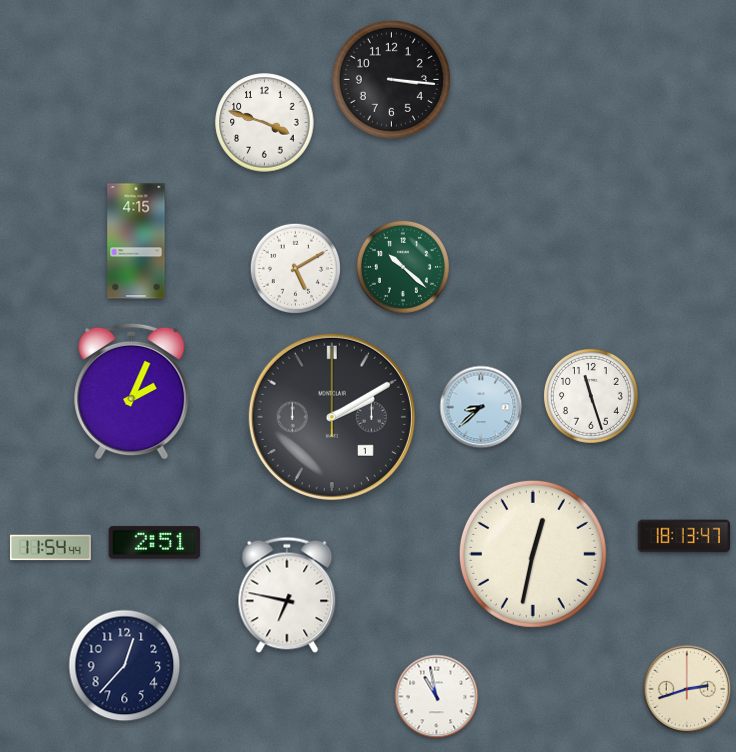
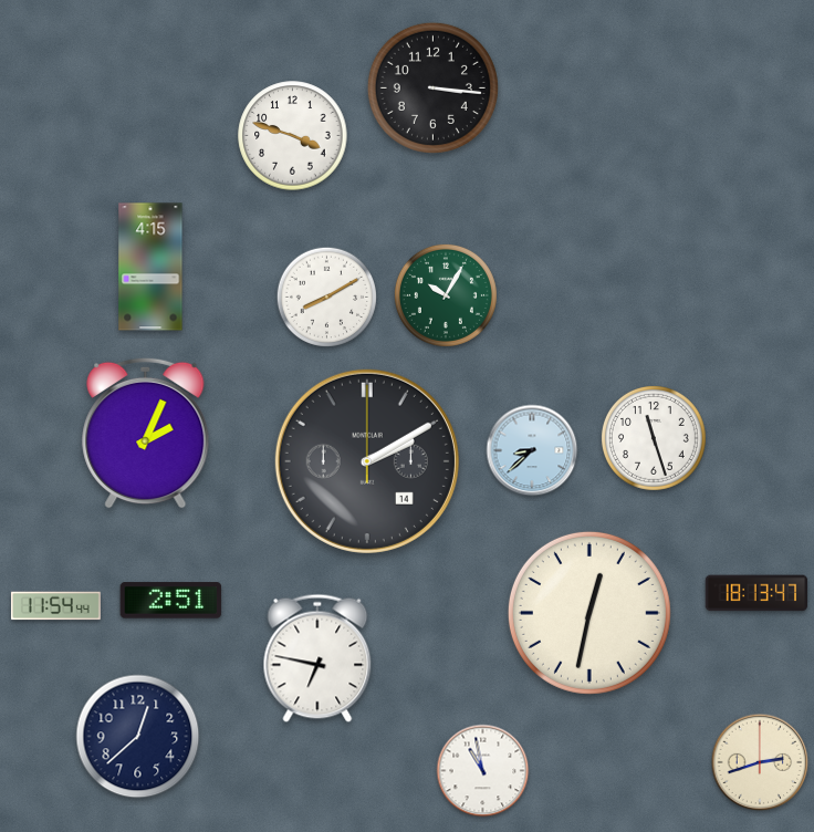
clock at (403, 267): 10:22 -> 10:05
clock at (295, 268): 5:10 -> 8:10
clock at (332, 417) date: 1 -> 14
clock at (125, 666): 12:37 -> 12:38
